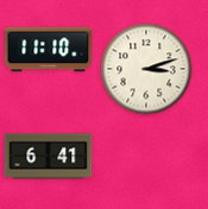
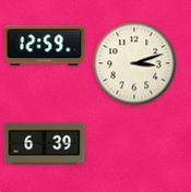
clock at (49, 50): 11:10 -> 12:59
clock at (49, 157): 6:41 -> 6:39
